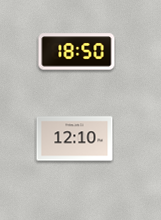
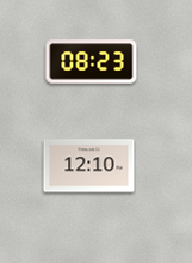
clock at (77, 52): 18:50 -> 08:23
